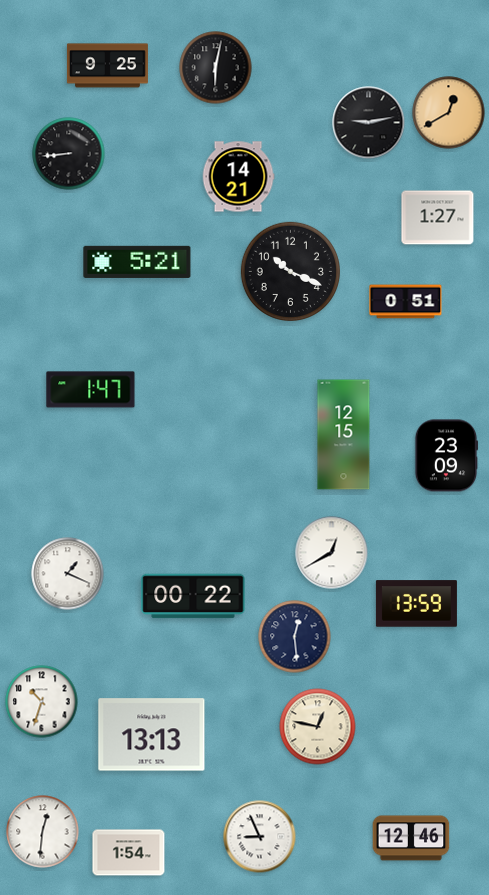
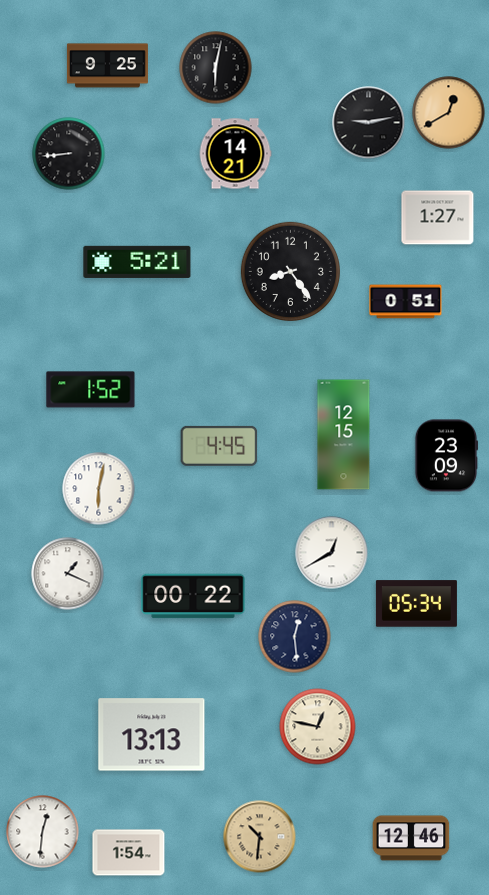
clock at (238, 177) position: (238, 177) -> (235, 154)
clock at (290, 271): 10:19 -> 8:24
clock at (91, 390): 1:47 -> 1:52
clock at (219, 446): none -> 4:45
clock at (99, 489): none -> 6:02
clock at (416, 604): 13:59 -> 05:34
clock at (42, 702): 10:33 -> none
clock at (260, 837): 8:56 -> 10:31
clock at (260, 837) dial: white -> champagne
